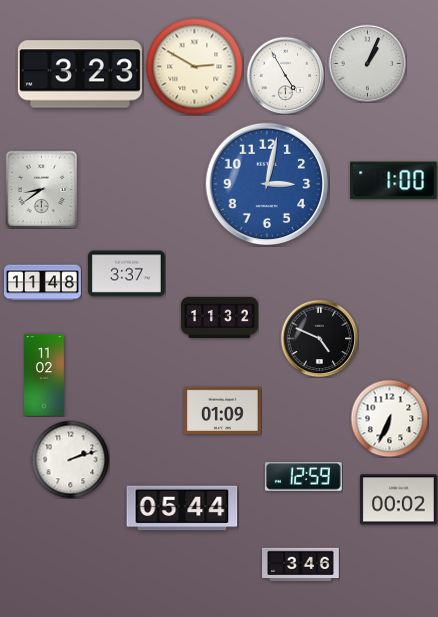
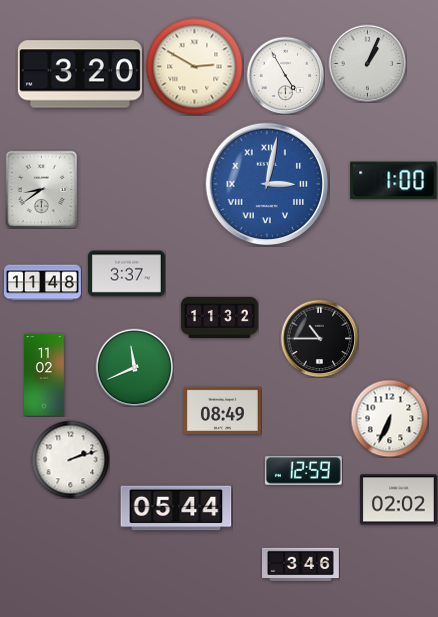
clock at (80, 74): 3:23 -> 3:20
clock at (267, 184) numerals: Arabic -> Roman
clock at (319, 338): 4:49 -> 10:45
clock at (134, 367): none -> 11:41
clock at (222, 410): 01:09 -> 08:49
clock at (303, 477) position: (303, 477) -> (303, 471)
clock at (398, 500): 00:02 -> 02:02
clock at (182, 508) position: (182, 508) -> (176, 508)
